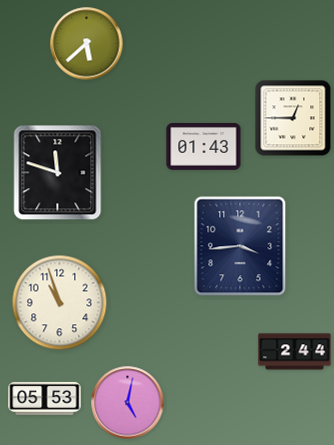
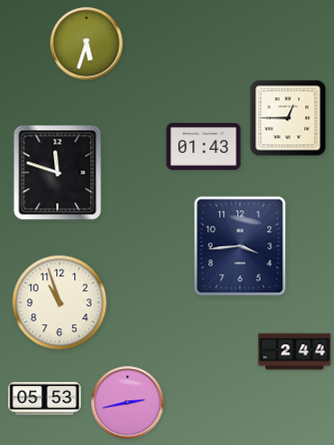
clock at (87, 44): 5:38 -> 5:33
clock at (293, 118) position: (293, 118) -> (288, 118)
clock at (128, 403): 5:02 -> 2:43
